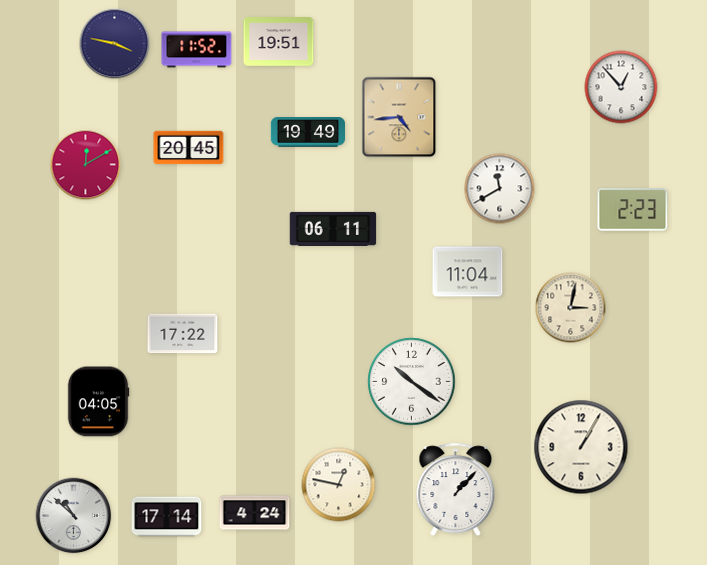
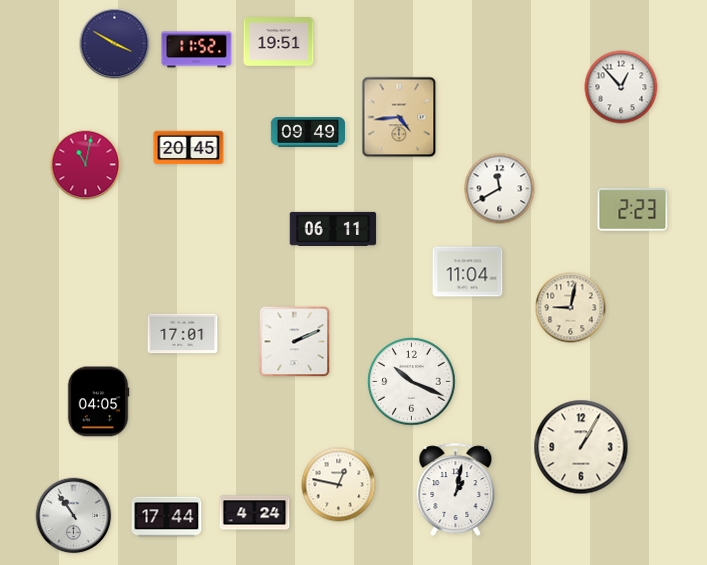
clock at (115, 44): 3:47 -> 3:50
clock at (307, 133): 19:49 -> 09:49
clock at (86, 165): 12:10 -> 11:02
clock at (571, 308): 3:02 -> 9:02
clock at (183, 334): 17:22 -> 17:01
clock at (295, 342): none -> 2:11
clock at (412, 382): 10:21 -> 10:19
clock at (456, 489): 1:07 -> 1:02
clock at (74, 516): 10:52 -> 10:54
clock at (167, 517): 17:14 -> 17:44
